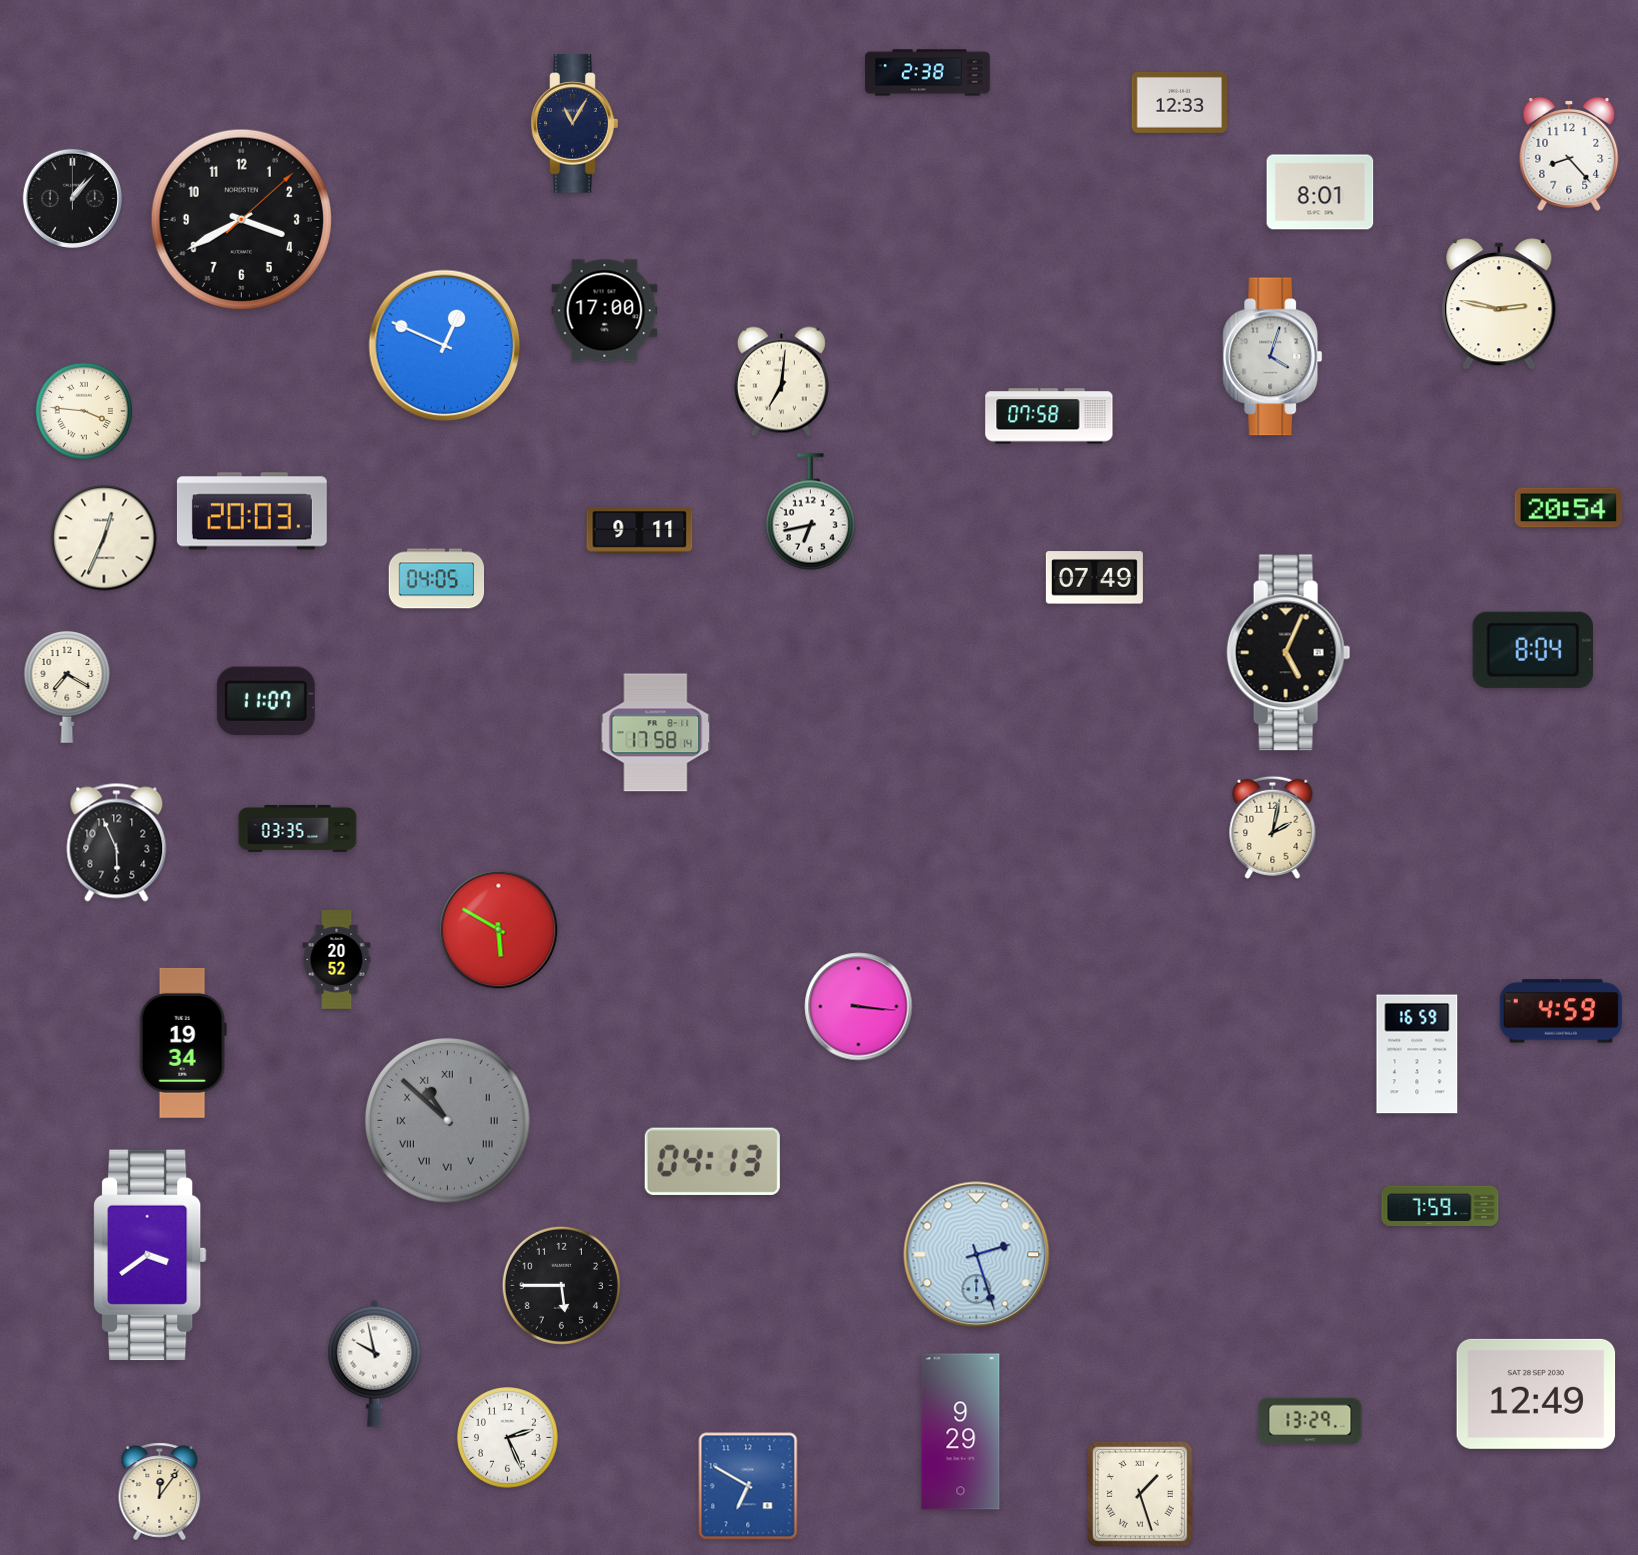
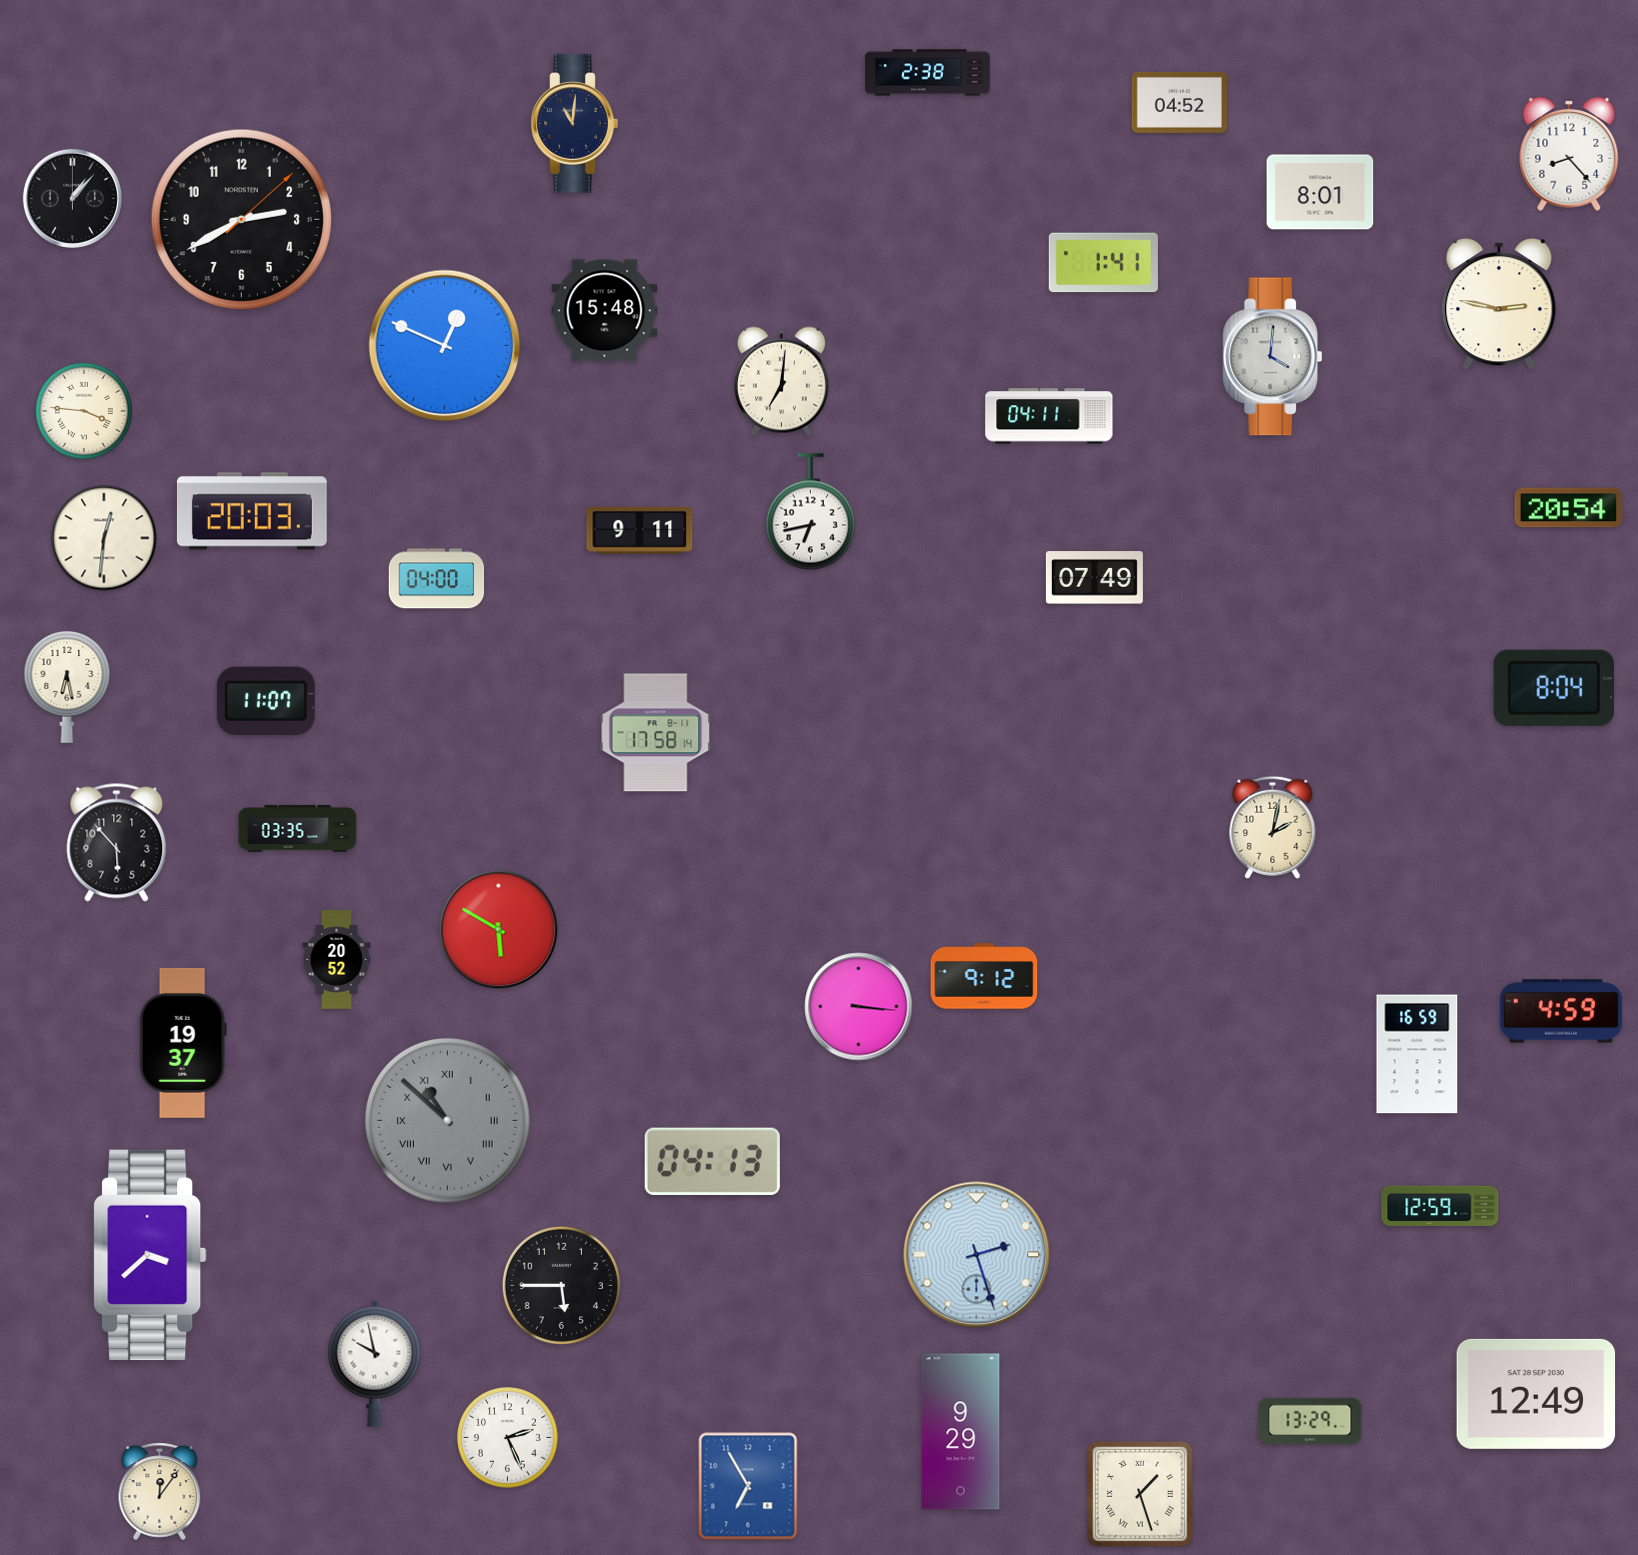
clock at (1180, 102): 12:33 -> 04:52
clock at (575, 124): 11:05 -> 11:01
clock at (241, 219): 3:40 -> 2:40
clock at (1103, 263): none -> 1:41
clock at (605, 311): 17:00 -> 15:48
clock at (1273, 357): 4:03 -> 4:01
clock at (1049, 416): 07:58 -> 04:11
clock at (104, 538): 12:34 -> 12:31
clock at (437, 579): 04:05 -> 04:00
clock at (1533, 650) position: (1533, 650) -> (1554, 688)
clock at (1289, 653): 5:04 -> none
clock at (67, 687): 7:20 -> 6:28
clock at (117, 843): 5:56 -> 5:53
clock at (984, 976): none -> 9:12
clock at (183, 1043): 19:34 -> 19:37
clock at (1440, 1205): 7:59 -> 12:59
clock at (151, 1255): 3:39 -> 3:38
clock at (748, 1486): 6:50 -> 6:55
